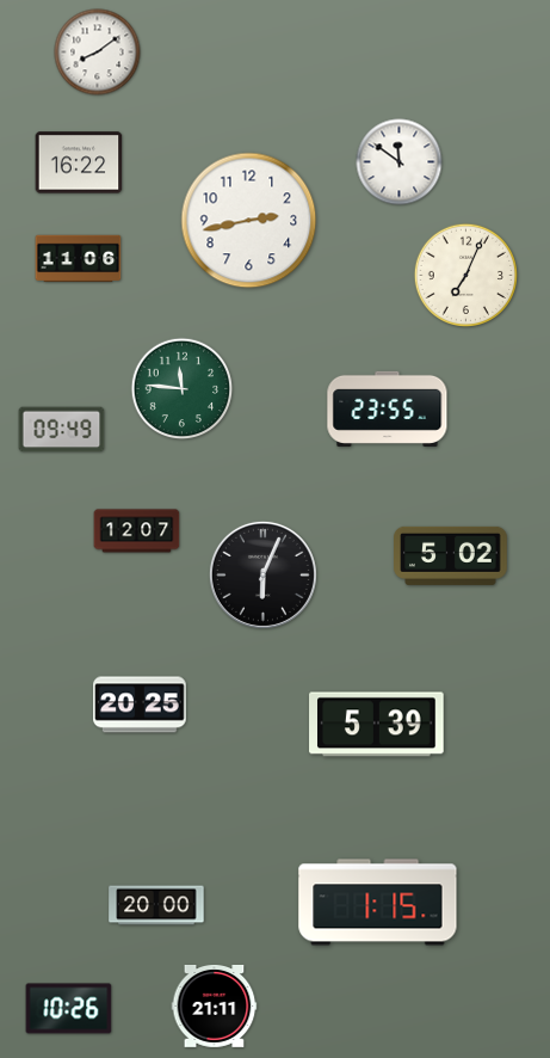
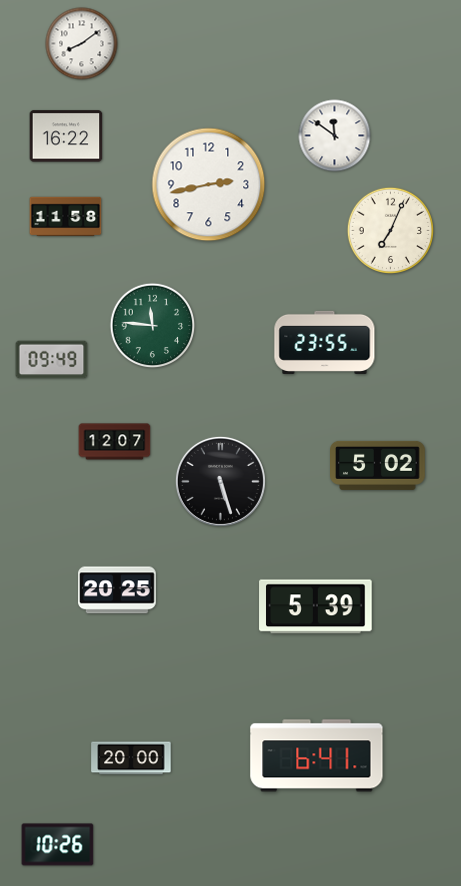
clock at (79, 259): 11:06 -> 11:58
clock at (137, 531) position: (137, 531) -> (115, 442)
clock at (262, 574): 6:04 -> 5:27
clock at (378, 903): 1:15 -> 6:41
clock at (215, 1007): 21:11 -> none
